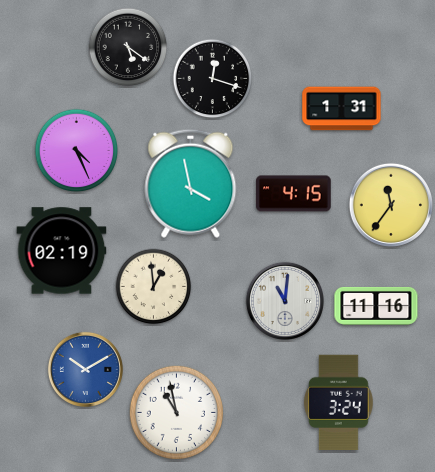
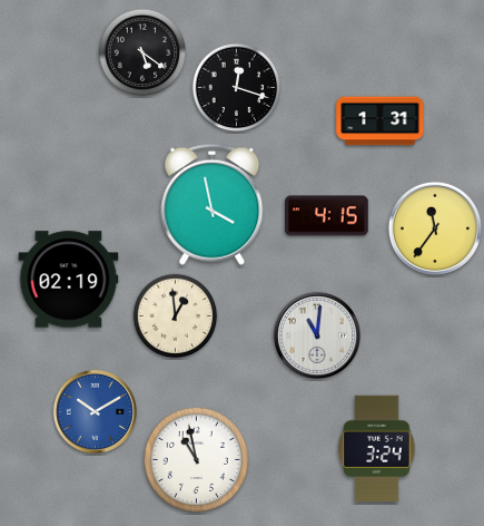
clock at (77, 151): 4:26 -> none
clock at (154, 287) position: (154, 287) -> (176, 316)
clock at (376, 306): 11:16 -> none
